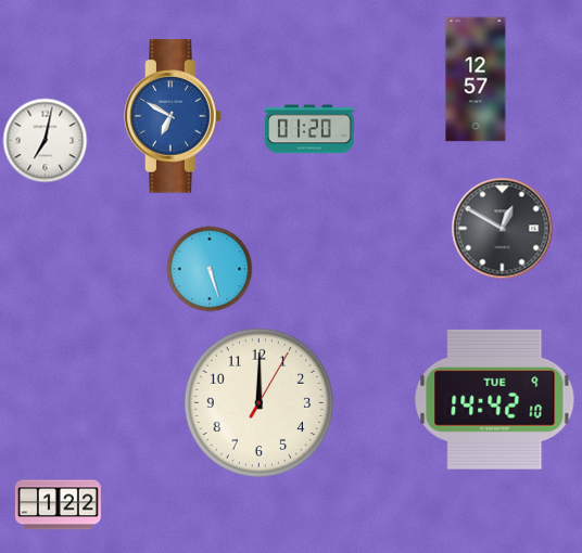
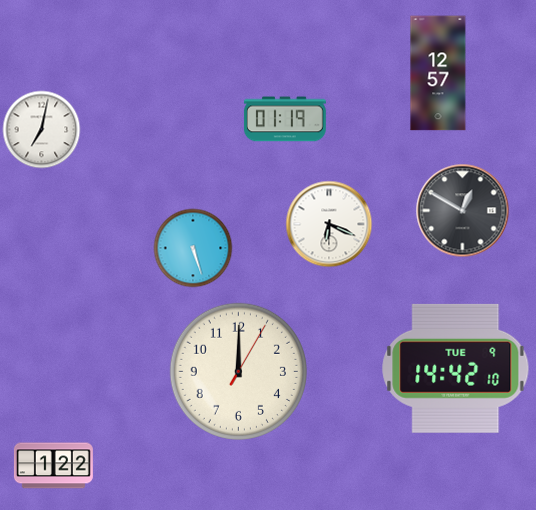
clock at (173, 116): 6:50 -> none
clock at (309, 129): 01:20 -> 01:19
clock at (329, 224): none -> 6:19
